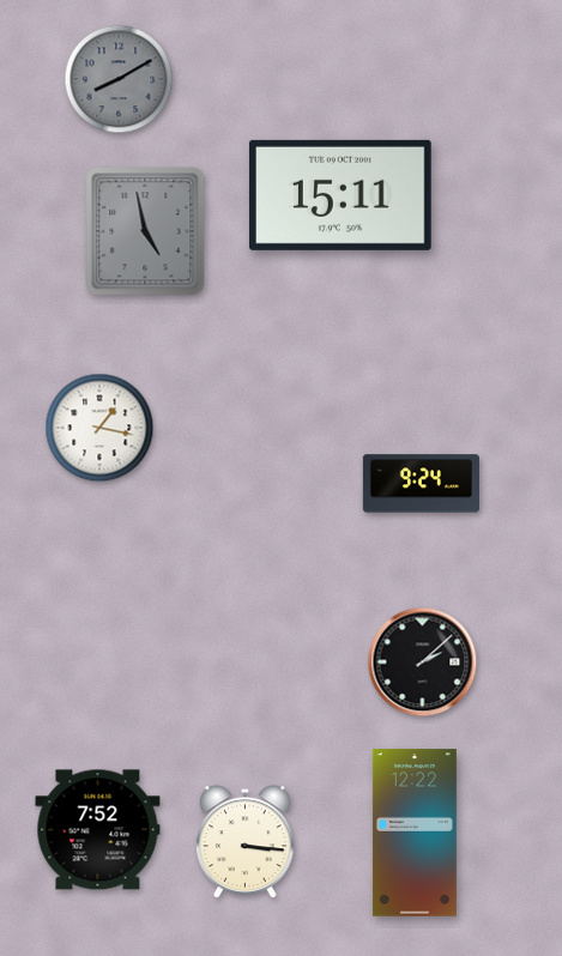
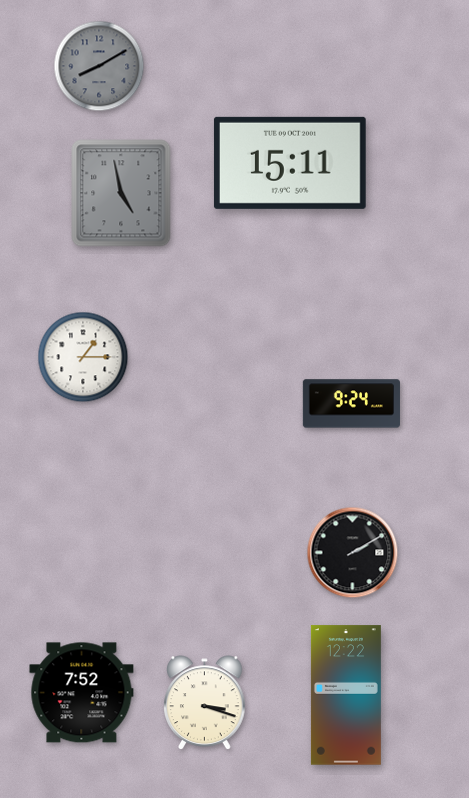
clock at (340, 195) position: (340, 195) -> (290, 163)
clock at (99, 428): 1:17 -> 1:15
clock at (423, 662): 2:08 -> 2:10
clock at (246, 841): 3:16 -> 3:18
